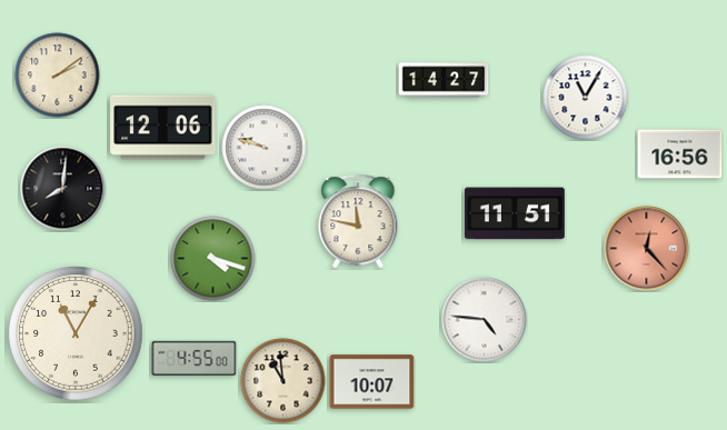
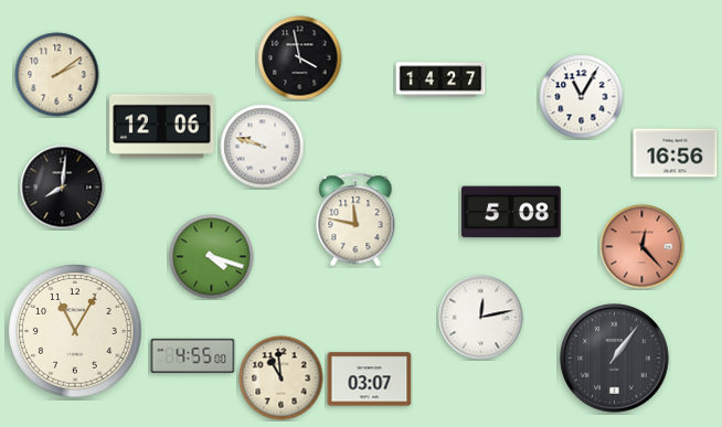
clock at (300, 58): none -> 3:58
clock at (515, 213): 11:51 -> 5:08
clock at (485, 320): 4:46 -> 12:13
clock at (615, 359): none -> 1:06
clock at (372, 382): 10:07 -> 03:07
